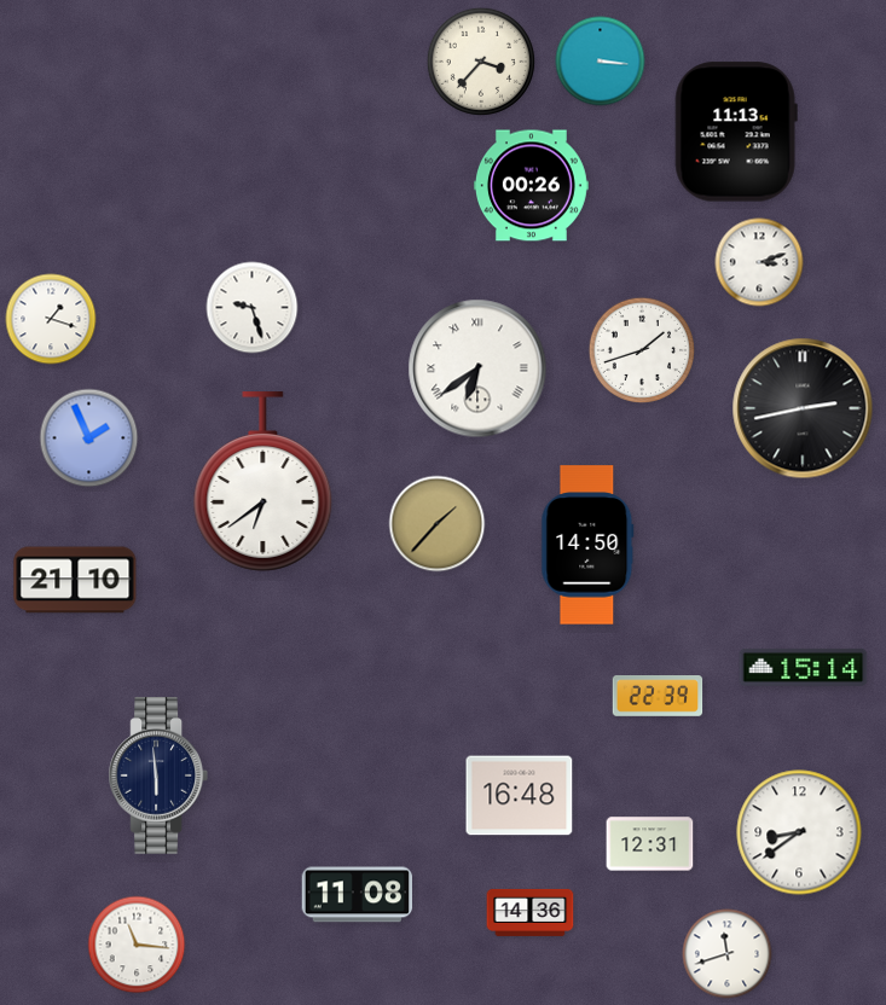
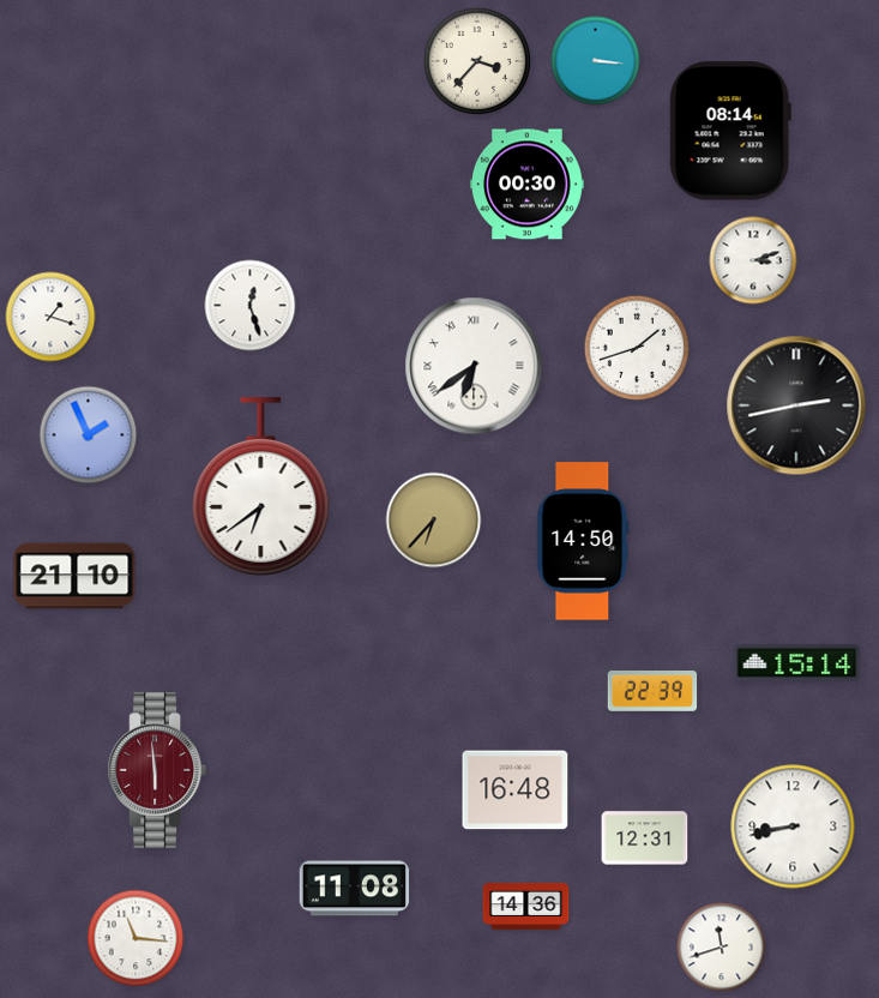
clock at (736, 132): 11:13 -> 08:14
clock at (531, 186): 00:26 -> 00:30
clock at (253, 308): 9:27 -> 12:27
clock at (264, 482) position: (264, 482) -> (261, 487)
clock at (438, 524): 1:37 -> 6:37
clock at (158, 777) dial: navy -> burgundy
clock at (799, 832): 8:39 -> 8:43
